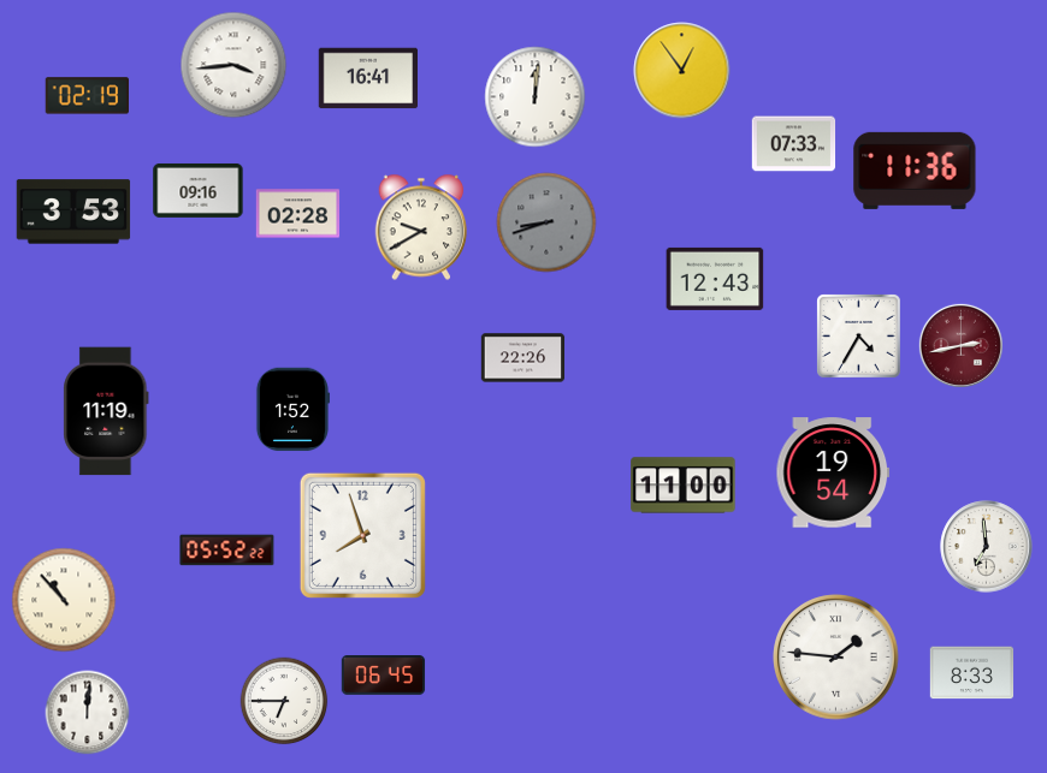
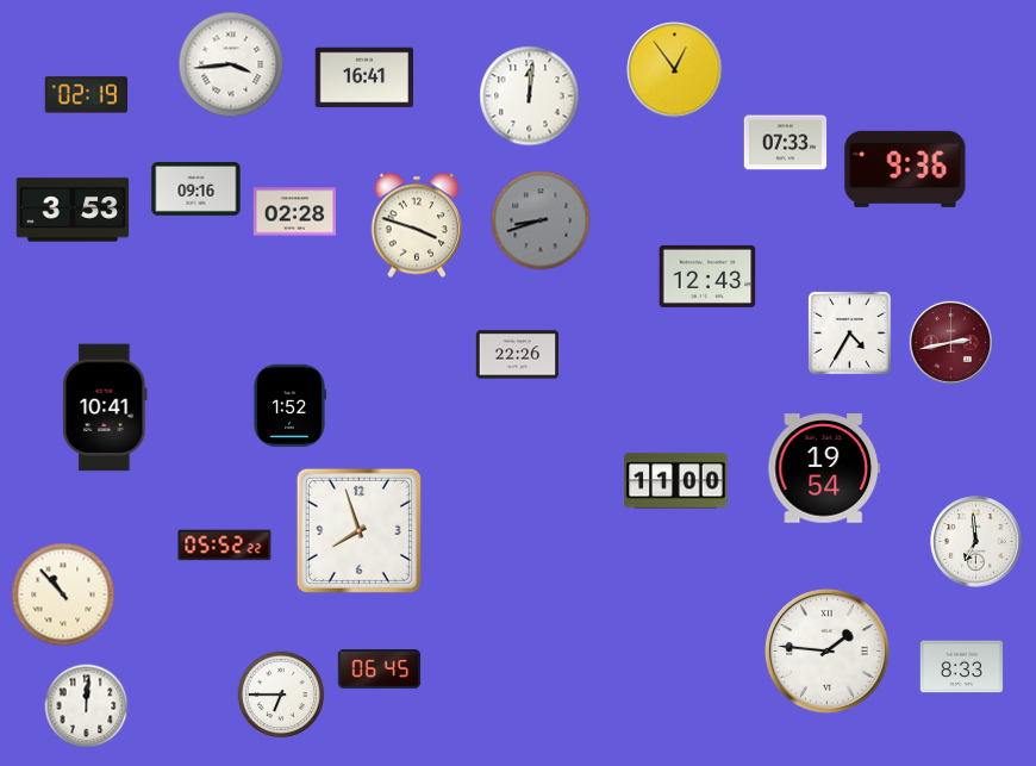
clock at (915, 171): 11:36 -> 9:36
clock at (421, 227): 9:40 -> 3:48
clock at (106, 411): 11:19 -> 10:41
